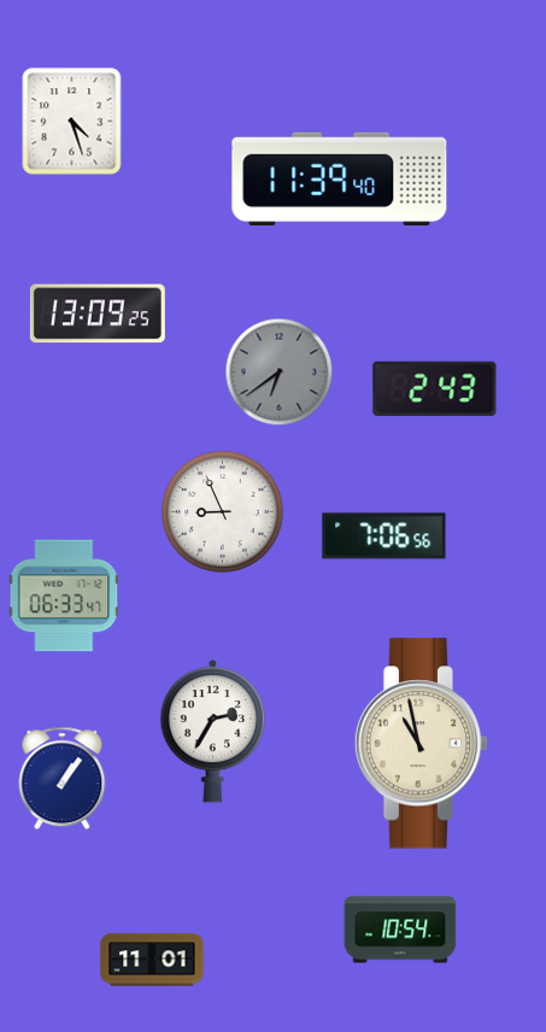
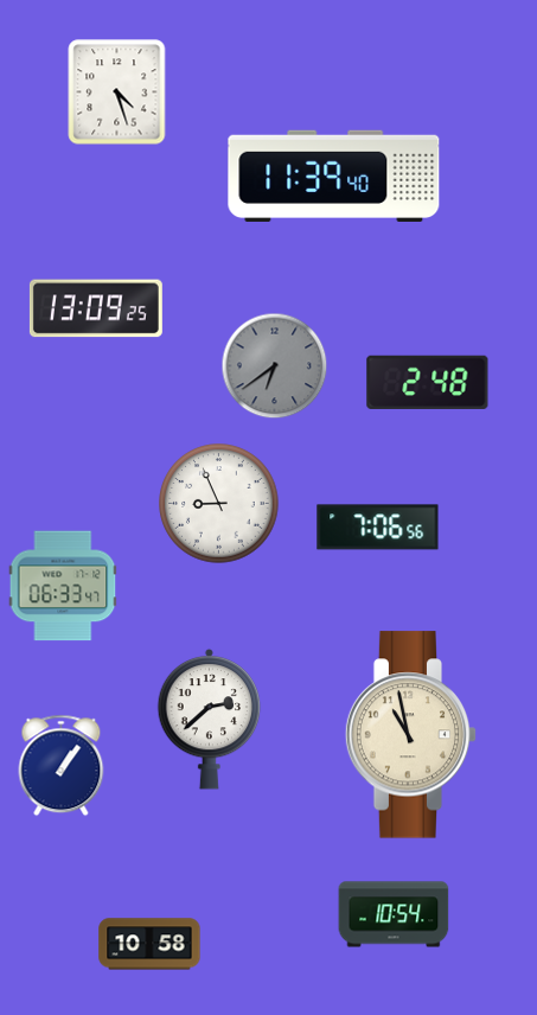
clock at (72, 122) position: (72, 122) -> (117, 92)
clock at (435, 388): 2:43 -> 2:48
clock at (213, 731): 2:35 -> 2:38
clock at (422, 744) position: (422, 744) -> (411, 735)
clock at (152, 960): 11:01 -> 10:58
